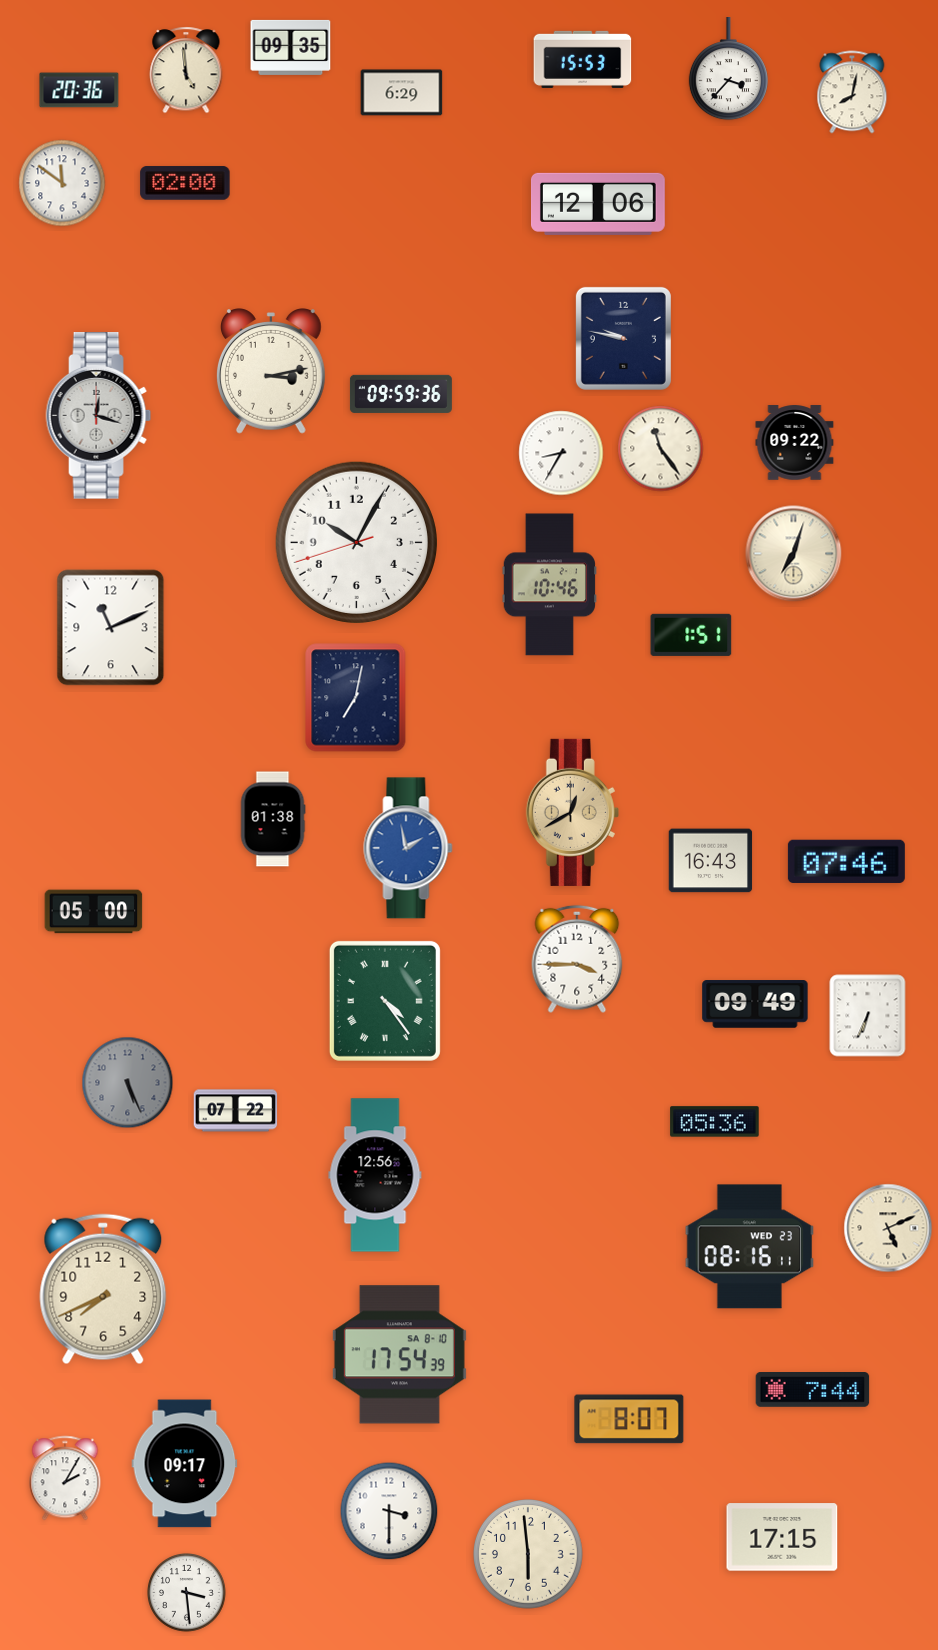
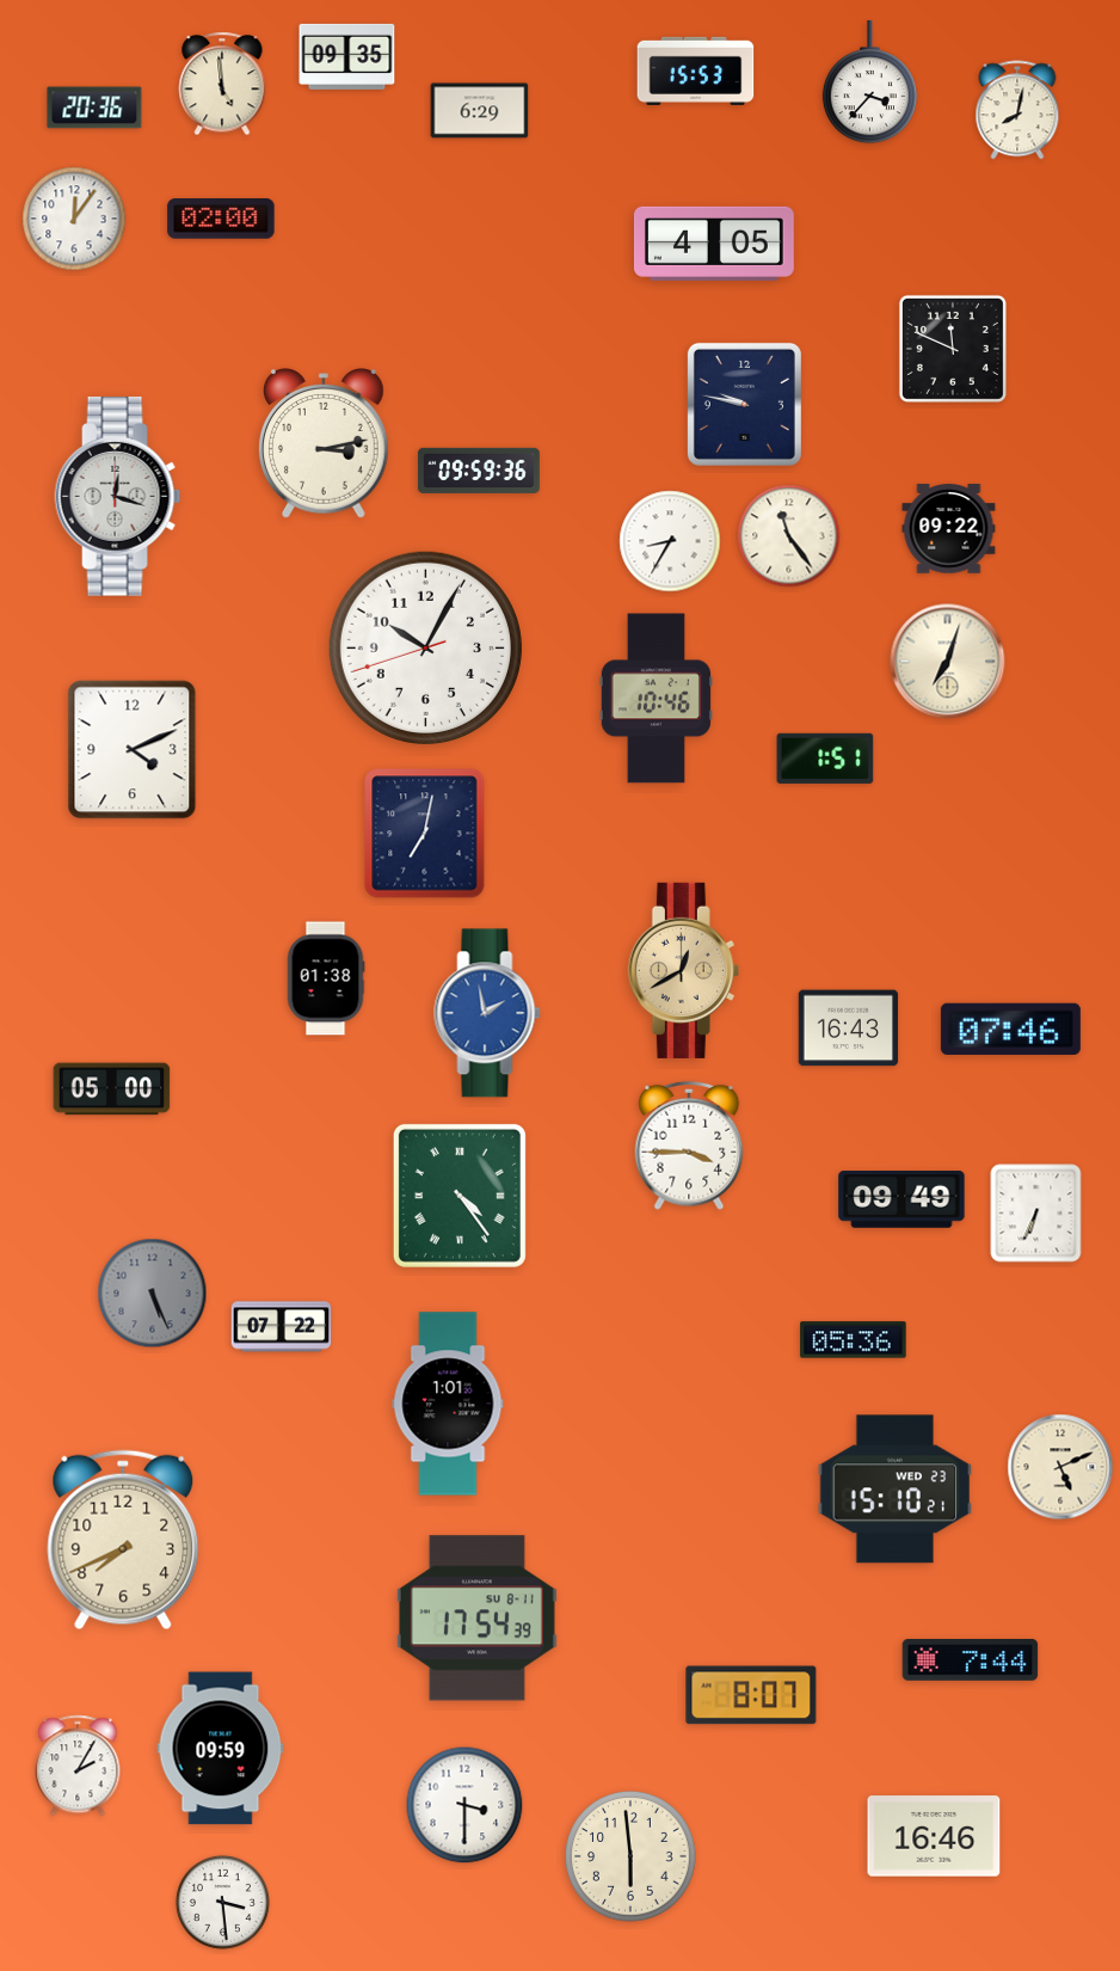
clock at (62, 183): 11:51 -> 12:06
clock at (598, 204): 12:06 -> 4:05
clock at (953, 349): none -> 11:49
clock at (111, 628): 11:11 -> 4:11
clock at (375, 1175): 12:56 -> 1:01
clock at (750, 1247): 08:16 -> 15:10
clock at (399, 1355) date: SA 8-10 -> SU 8-11
clock at (185, 1464): 09:17 -> 09:59
clock at (782, 1537): 17:15 -> 16:46
